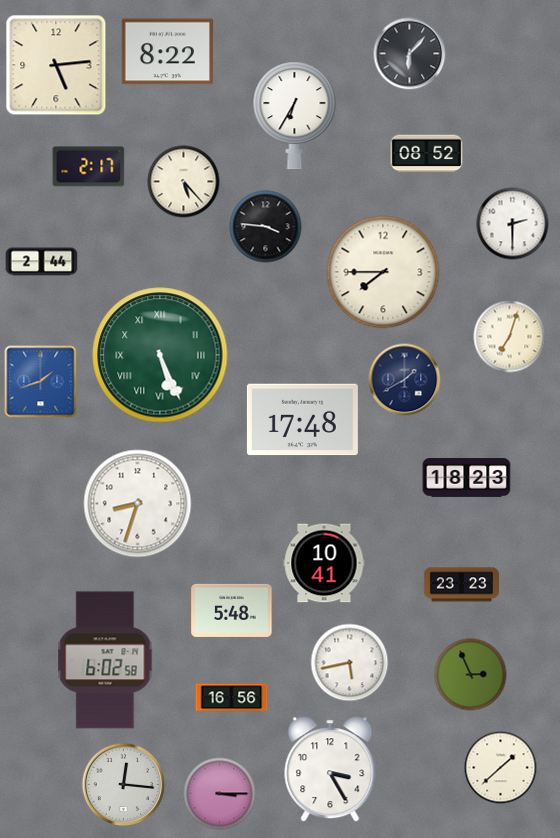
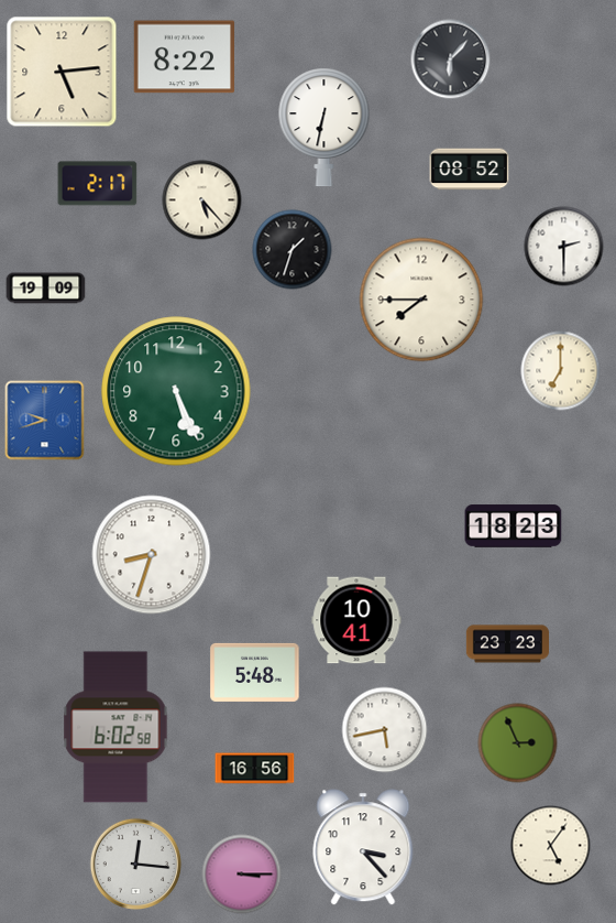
clock at (295, 116): 6:35 -> 6:32
clock at (266, 227): 3:46 -> 1:33
clock at (42, 262): 2:44 -> 19:09
clock at (510, 337): 7:03 -> 7:00
clock at (160, 355) numerals: Roman -> Arabic
clock at (405, 380): 1:40 -> none
clock at (41, 382): 1:42 -> 9:42
clock at (302, 420): 17:48 -> none
clock at (501, 768): 1:38 -> 5:06
clock at (330, 769): 3:25 -> 3:23
